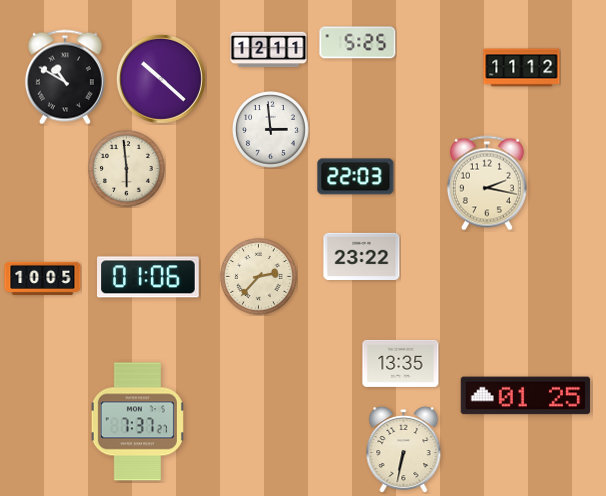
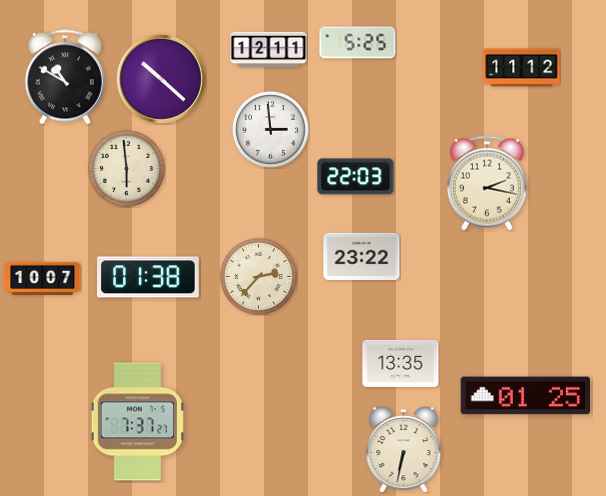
clock at (149, 277): 01:06 -> 01:38
clock at (43, 278): 10:05 -> 10:07
